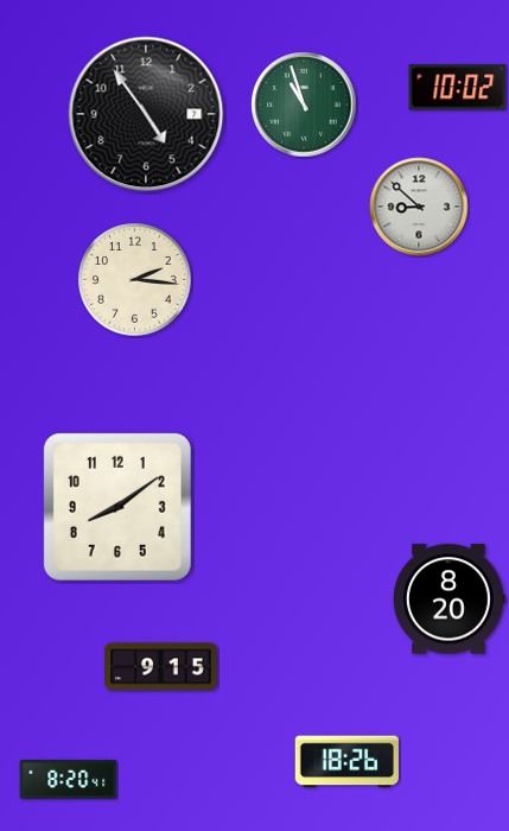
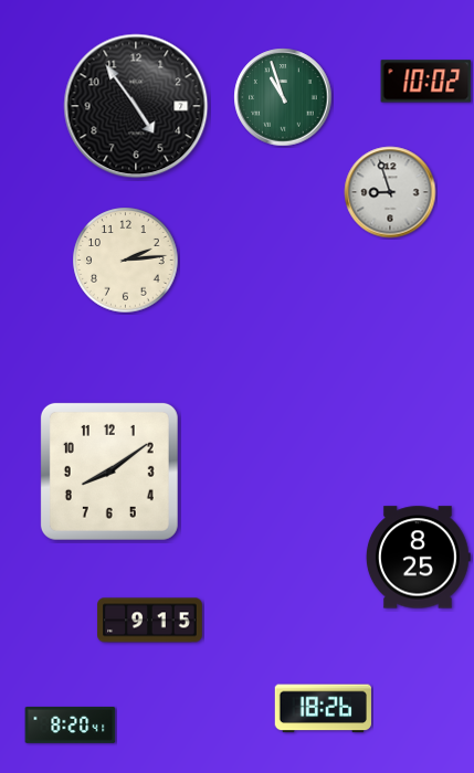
clock at (419, 207): 8:52 -> 8:57
clock at (135, 280): 2:16 -> 2:14
clock at (448, 600): 8:20 -> 8:25
clock at (69, 779) position: (69, 779) -> (71, 724)
